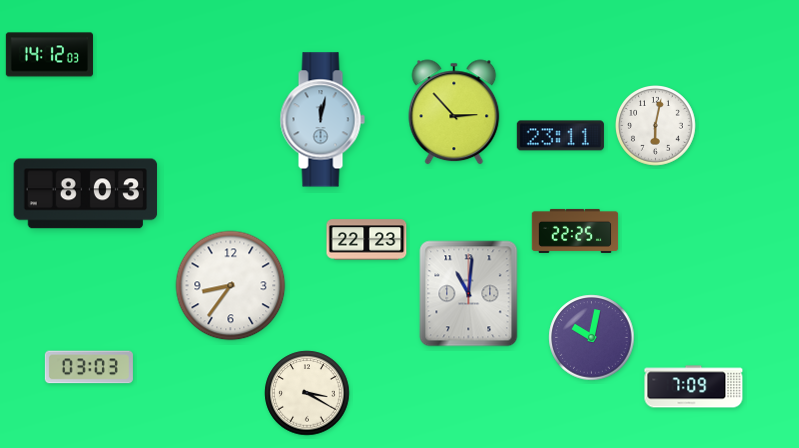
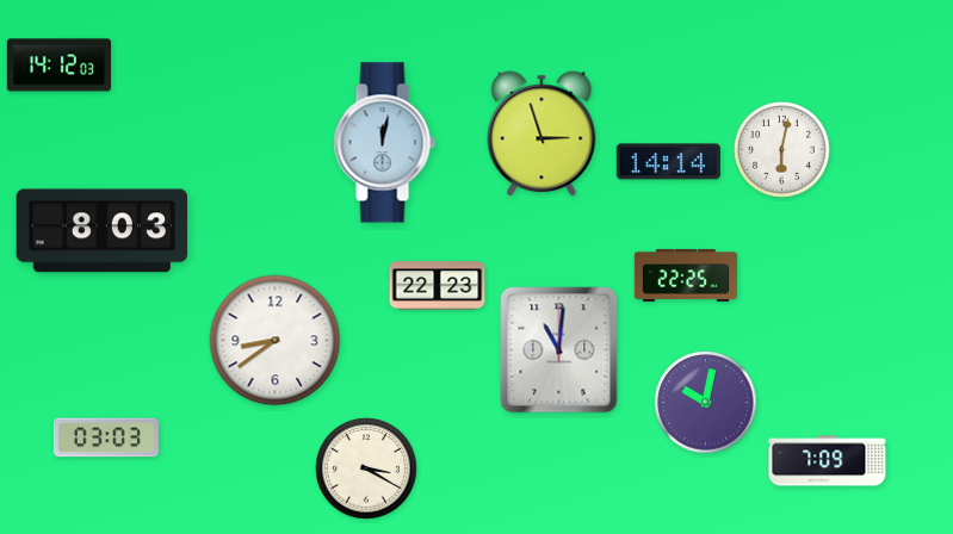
clock at (454, 112): 2:53 -> 2:57
clock at (560, 136): 23:11 -> 14:14
clock at (231, 286): 8:36 -> 8:39
